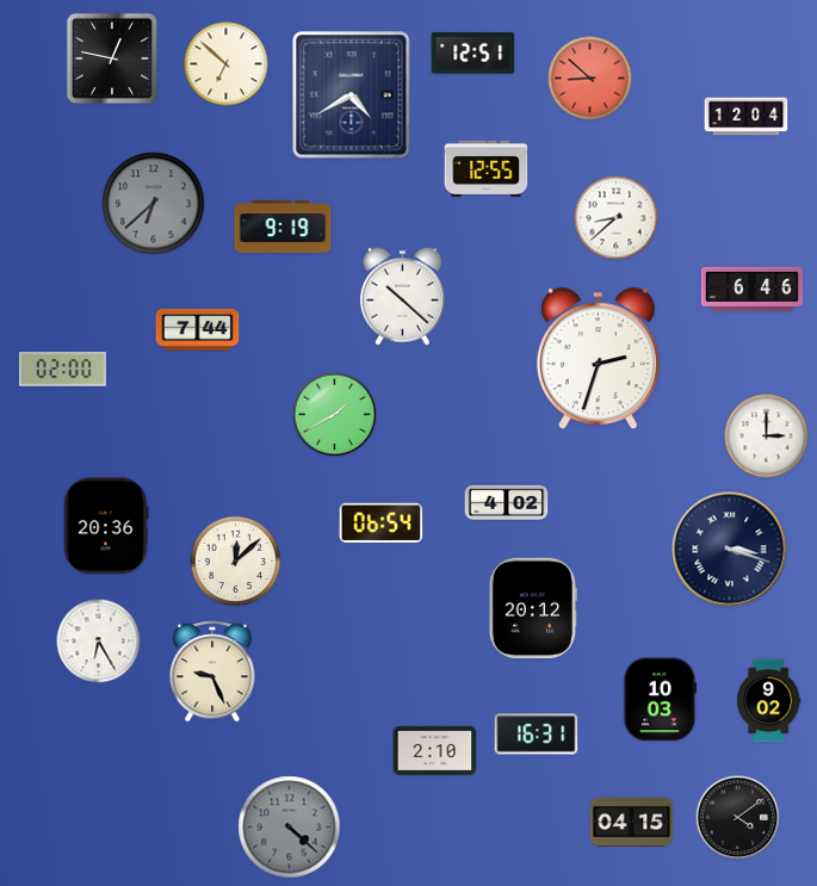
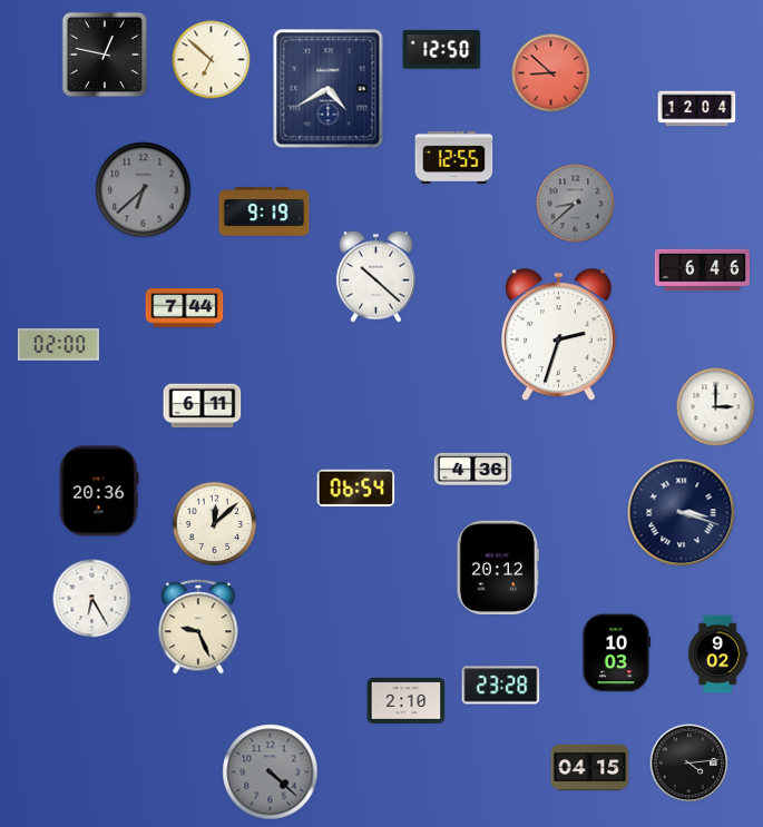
clock at (474, 54): 12:51 -> 12:50
clock at (617, 218) dial: white -> grey
clock at (335, 415): 1:40 -> none
clock at (203, 406): none -> 6:11
clock at (507, 503): 4:02 -> 4:36
clock at (236, 562) position: (236, 562) -> (215, 524)
clock at (537, 735): 16:31 -> 23:28
clock at (738, 818): 4:09 -> 4:14
